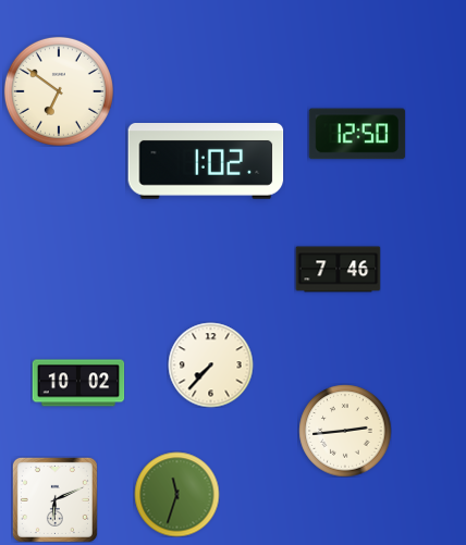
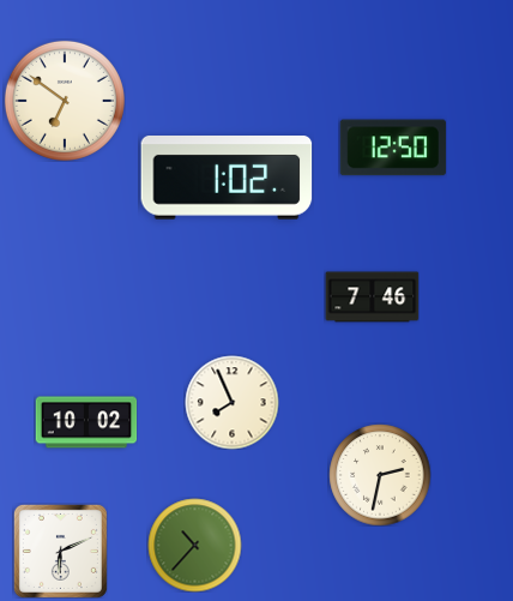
clock at (210, 364): 7:37 -> 7:56
clock at (345, 431): 2:44 -> 2:32
clock at (176, 494): 11:33 -> 10:37
